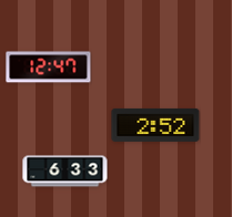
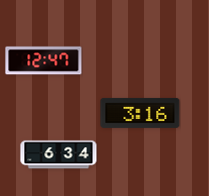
clock at (155, 125): 2:52 -> 3:16
clock at (65, 172): 6:33 -> 6:34
